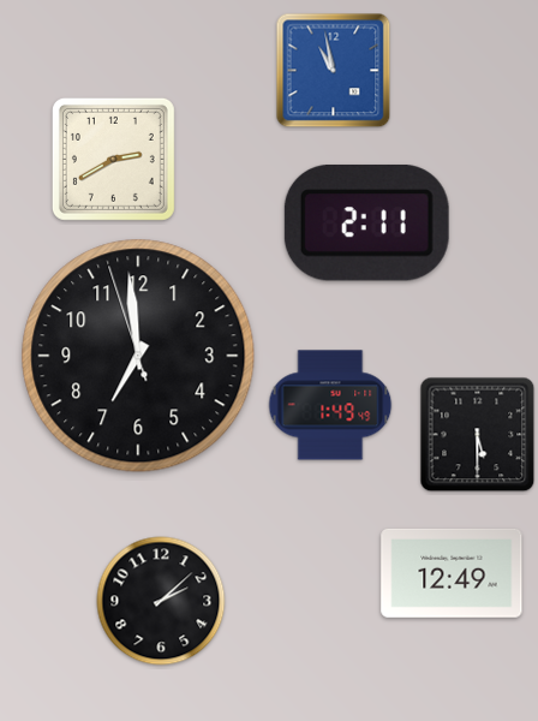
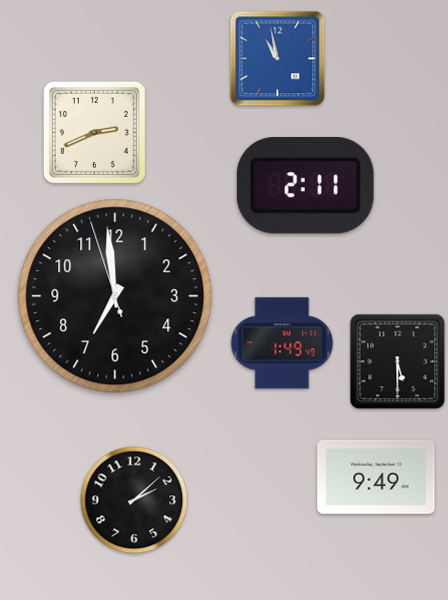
clock at (113, 159): 2:40 -> 2:41
clock at (330, 405) position: (330, 405) -> (282, 343)
clock at (452, 573): 12:49 -> 9:49
